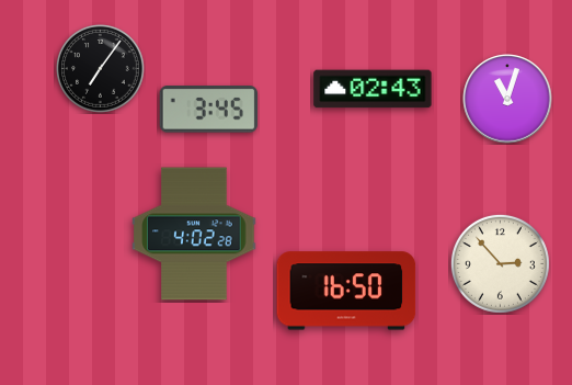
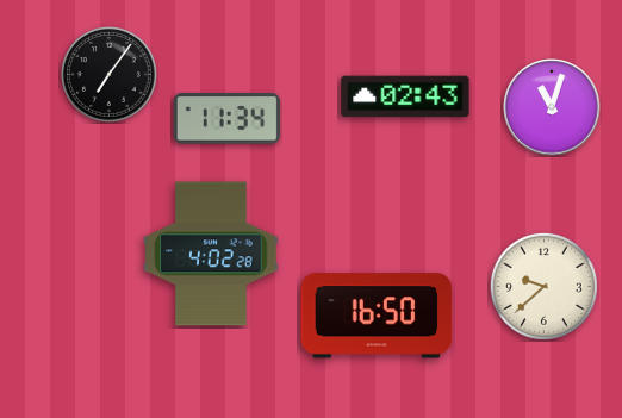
clock at (209, 110): 3:45 -> 11:34
clock at (500, 263): 2:53 -> 9:38
